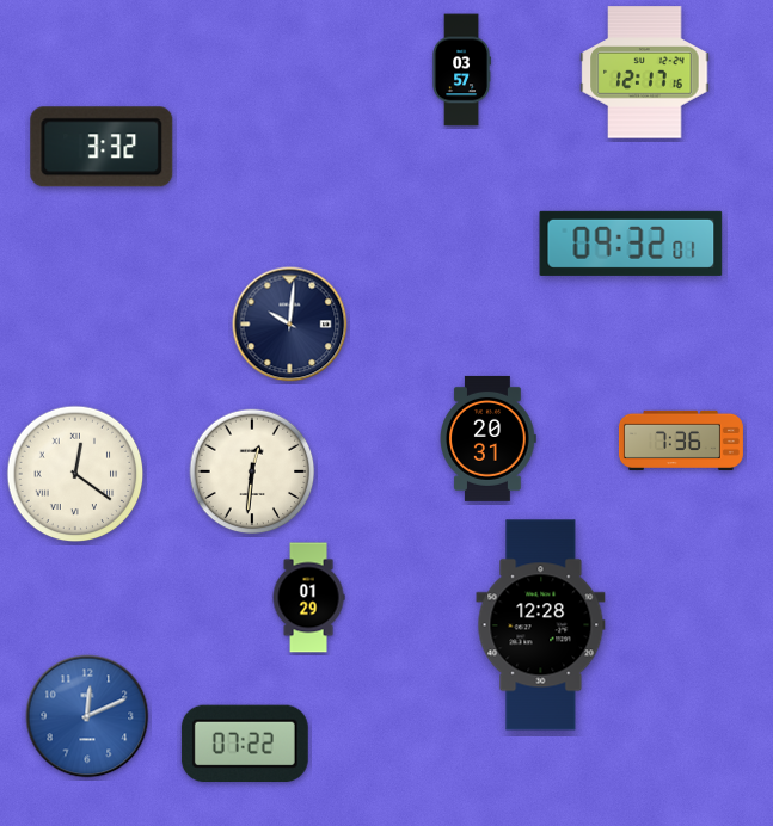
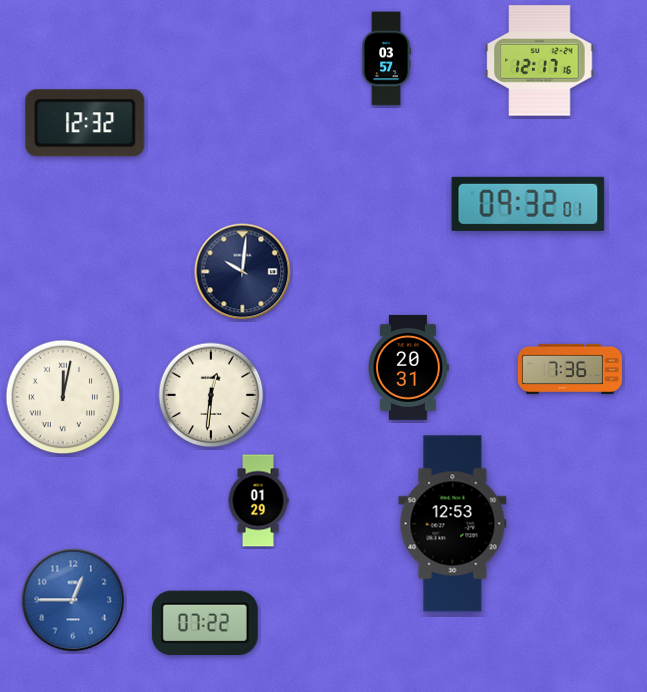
clock at (102, 147): 3:32 -> 12:32
clock at (75, 474): 12:21 -> 12:02
clock at (541, 625): 12:28 -> 12:53
clock at (87, 716): 12:11 -> 12:45
